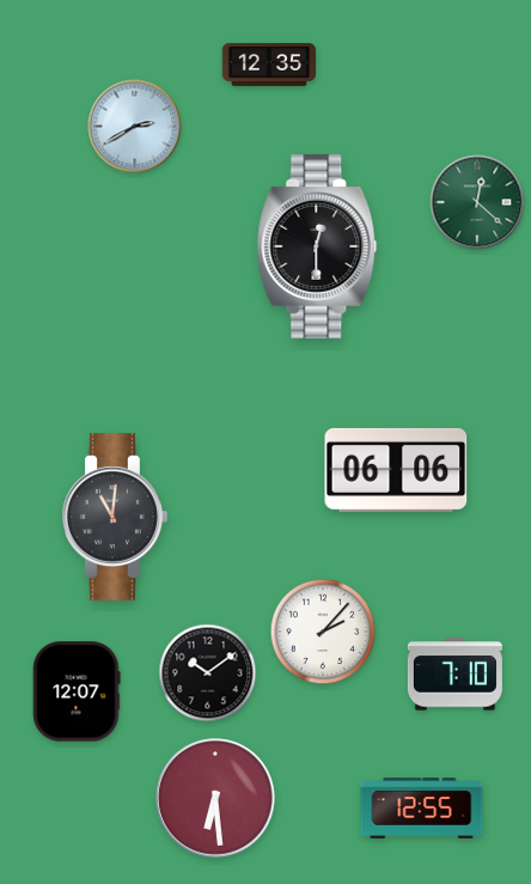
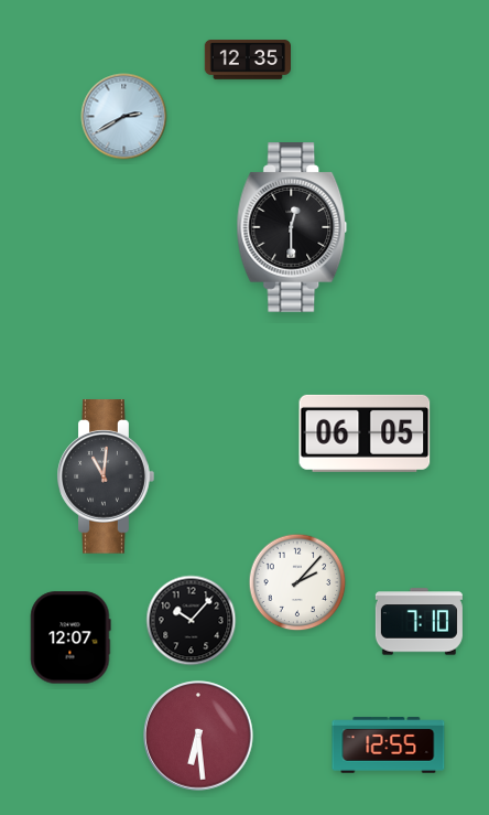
clock at (477, 202): 12:22 -> none
clock at (396, 470): 06:06 -> 06:05
clock at (208, 673): 10:09 -> 10:07
